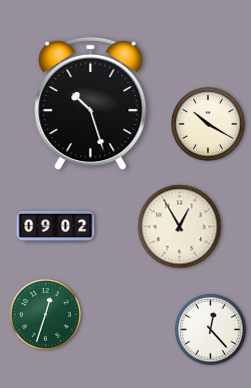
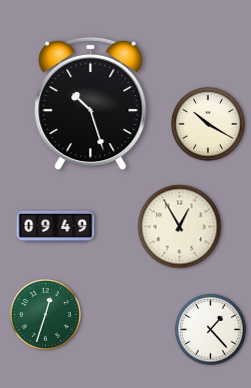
clock at (56, 226): 09:02 -> 09:49
clock at (210, 329): 12:23 -> 1:23
